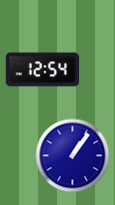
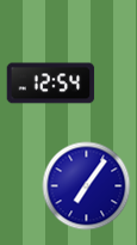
clock at (73, 156): 1:06 -> 7:06
